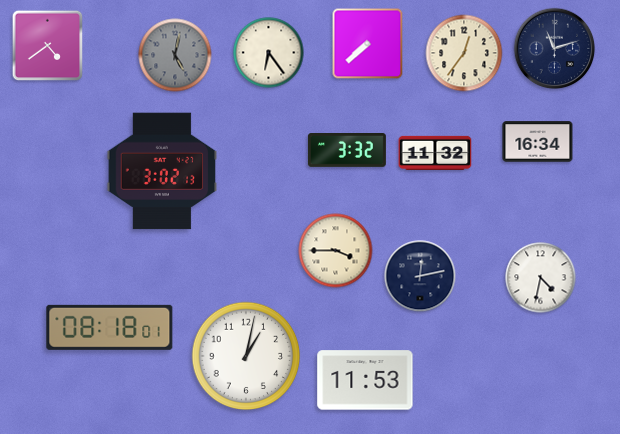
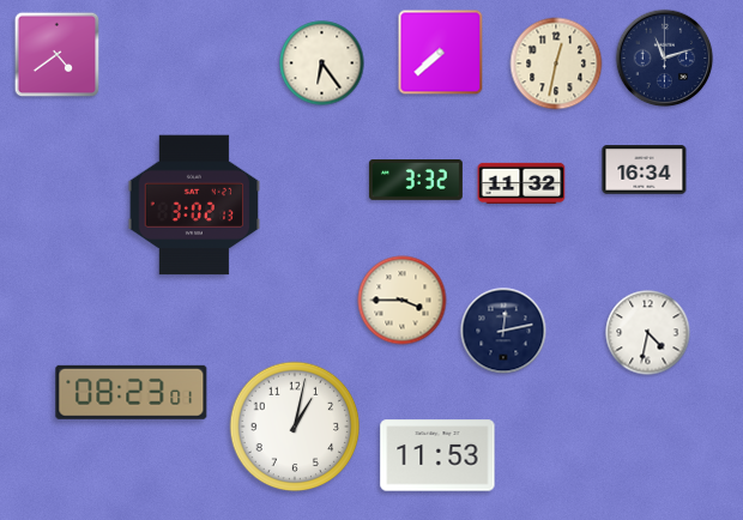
clock at (464, 53): 12:36 -> 12:32
clock at (175, 55): 5:02 -> none
clock at (110, 327): 08:18 -> 08:23
